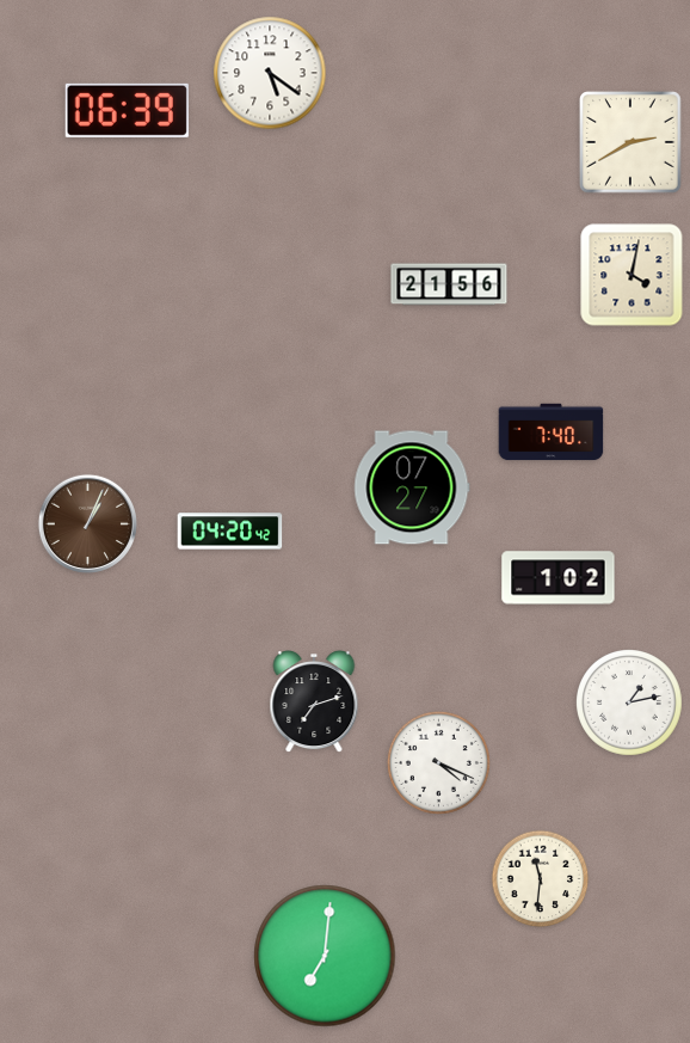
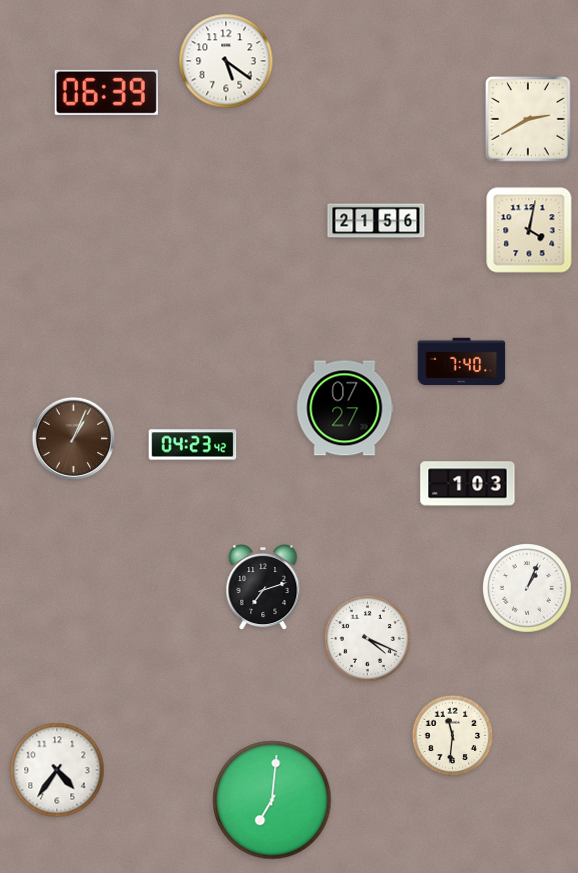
clock at (449, 284) position: (449, 284) -> (376, 221)
clock at (230, 532): 04:20 -> 04:23
clock at (559, 578): 1:02 -> 1:03
clock at (630, 704): 1:13 -> 1:04
clock at (57, 770): none -> 4:36
